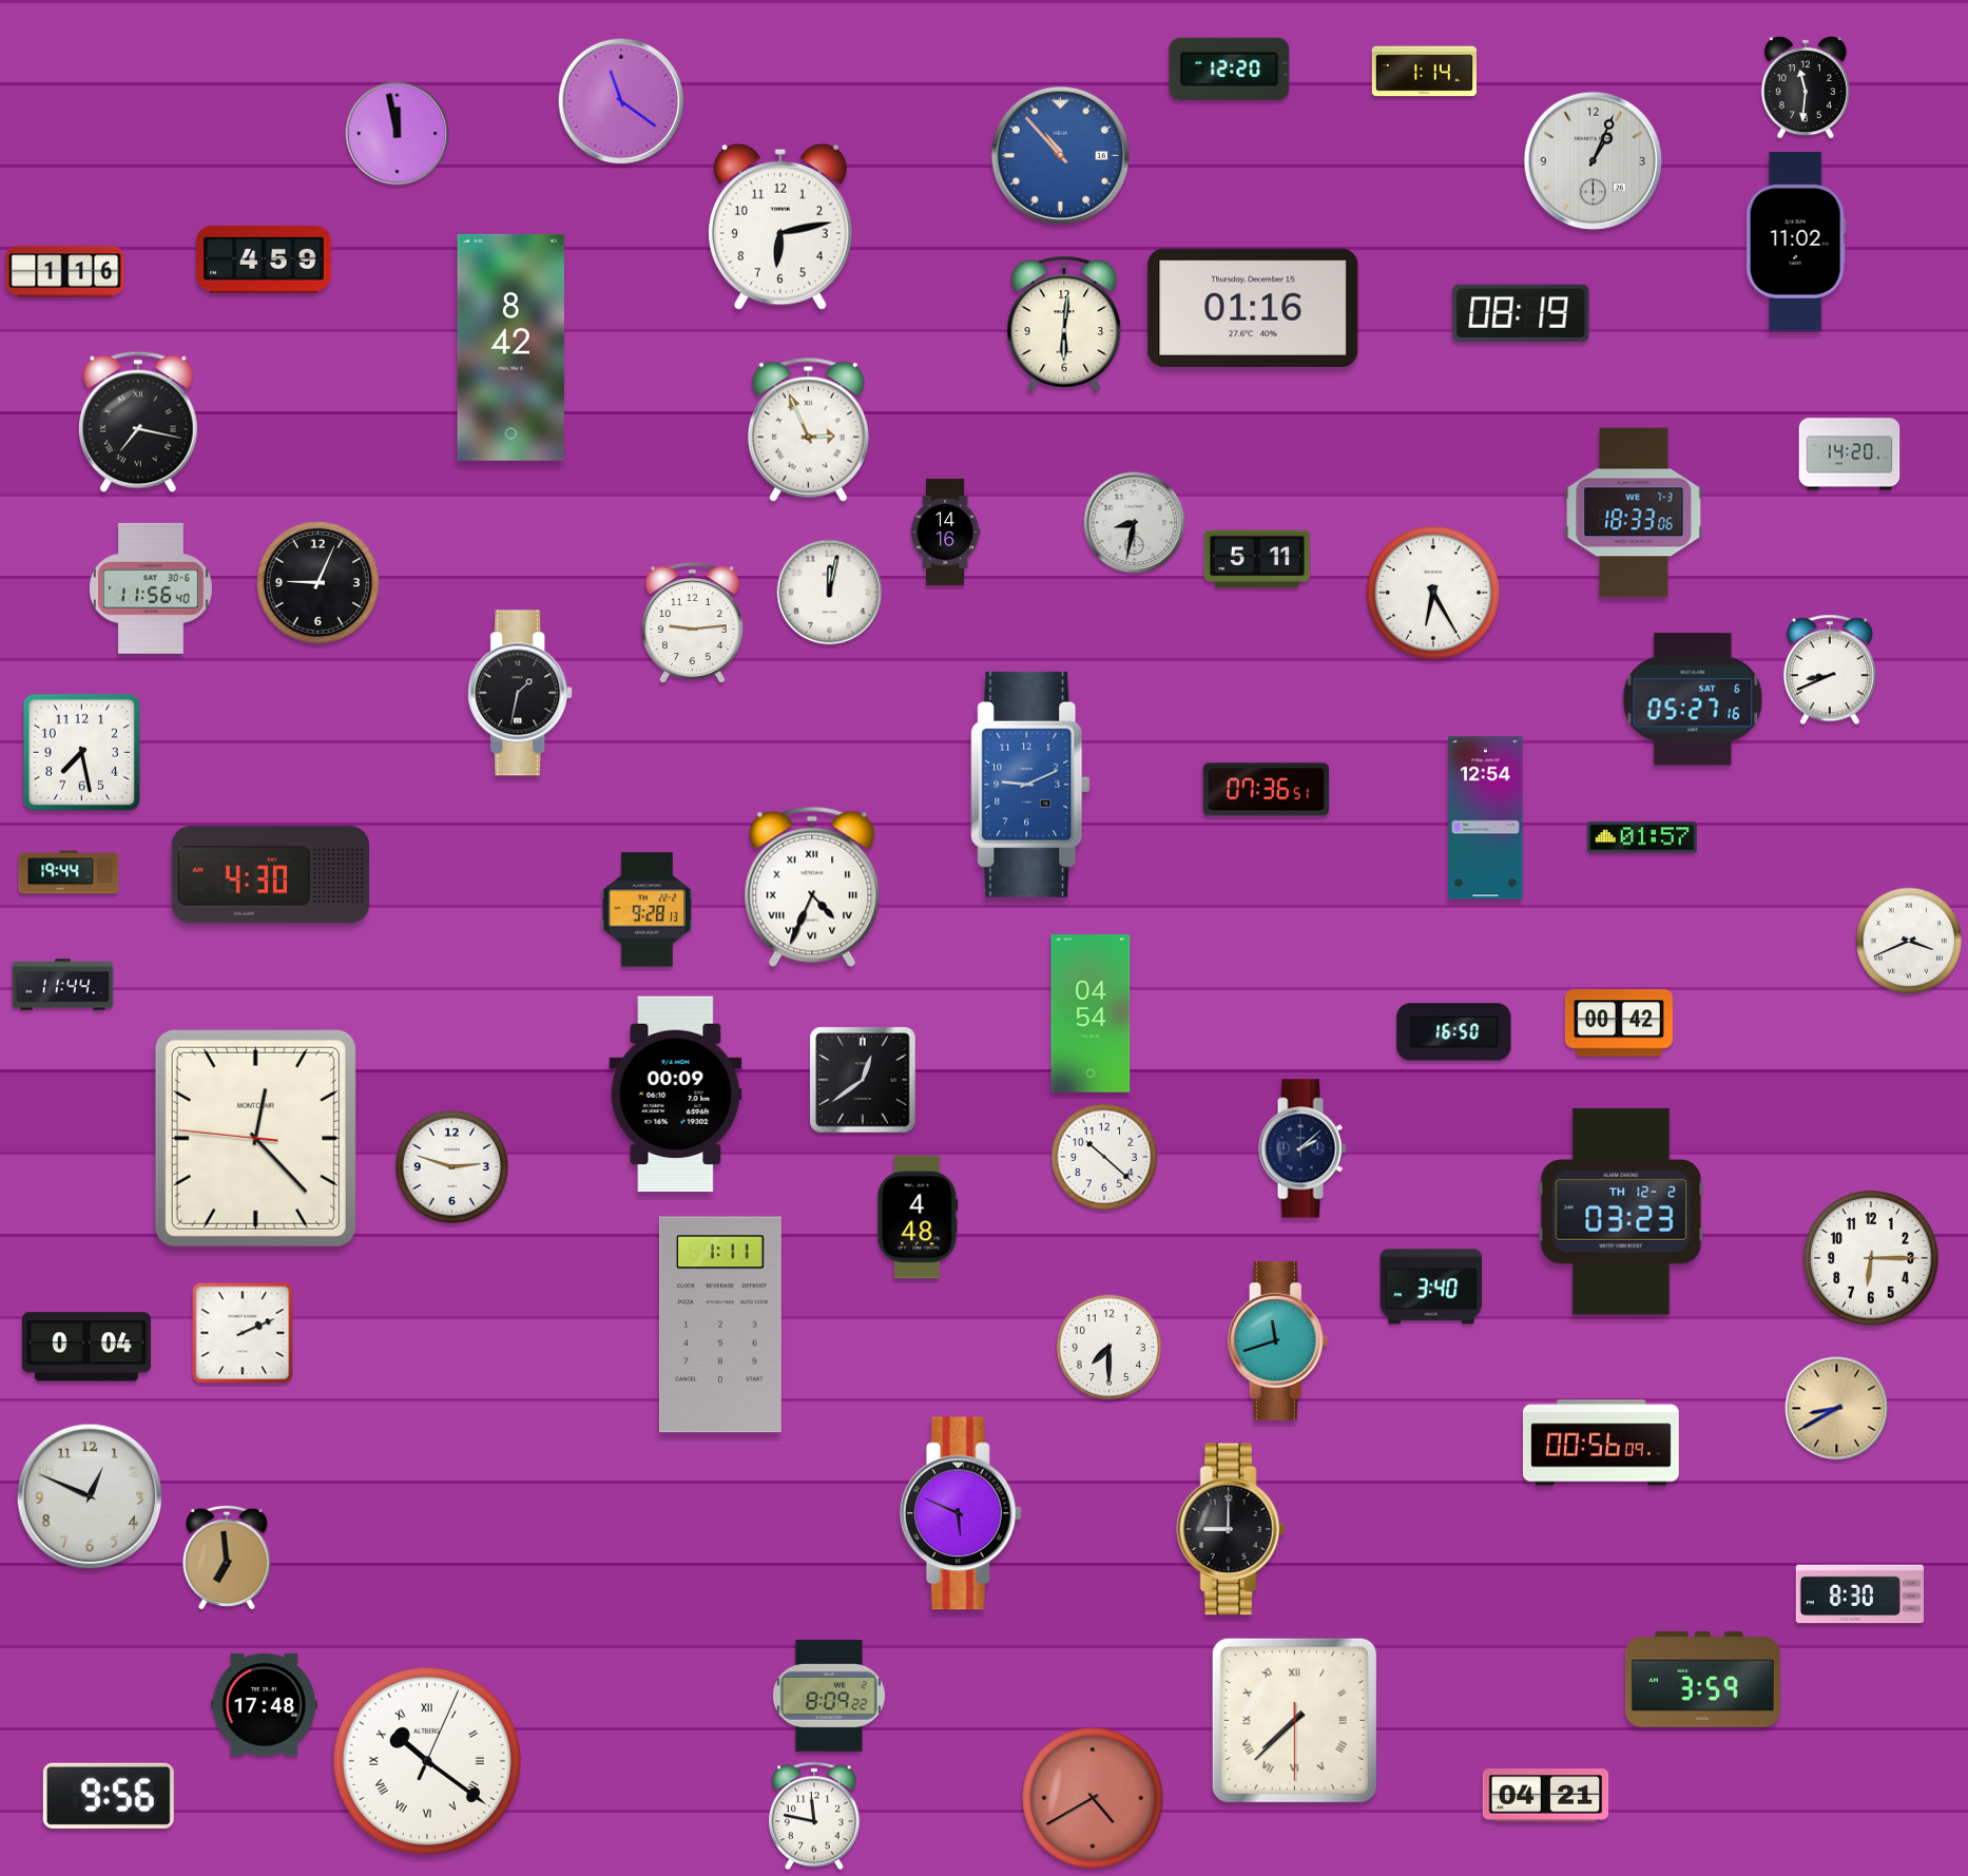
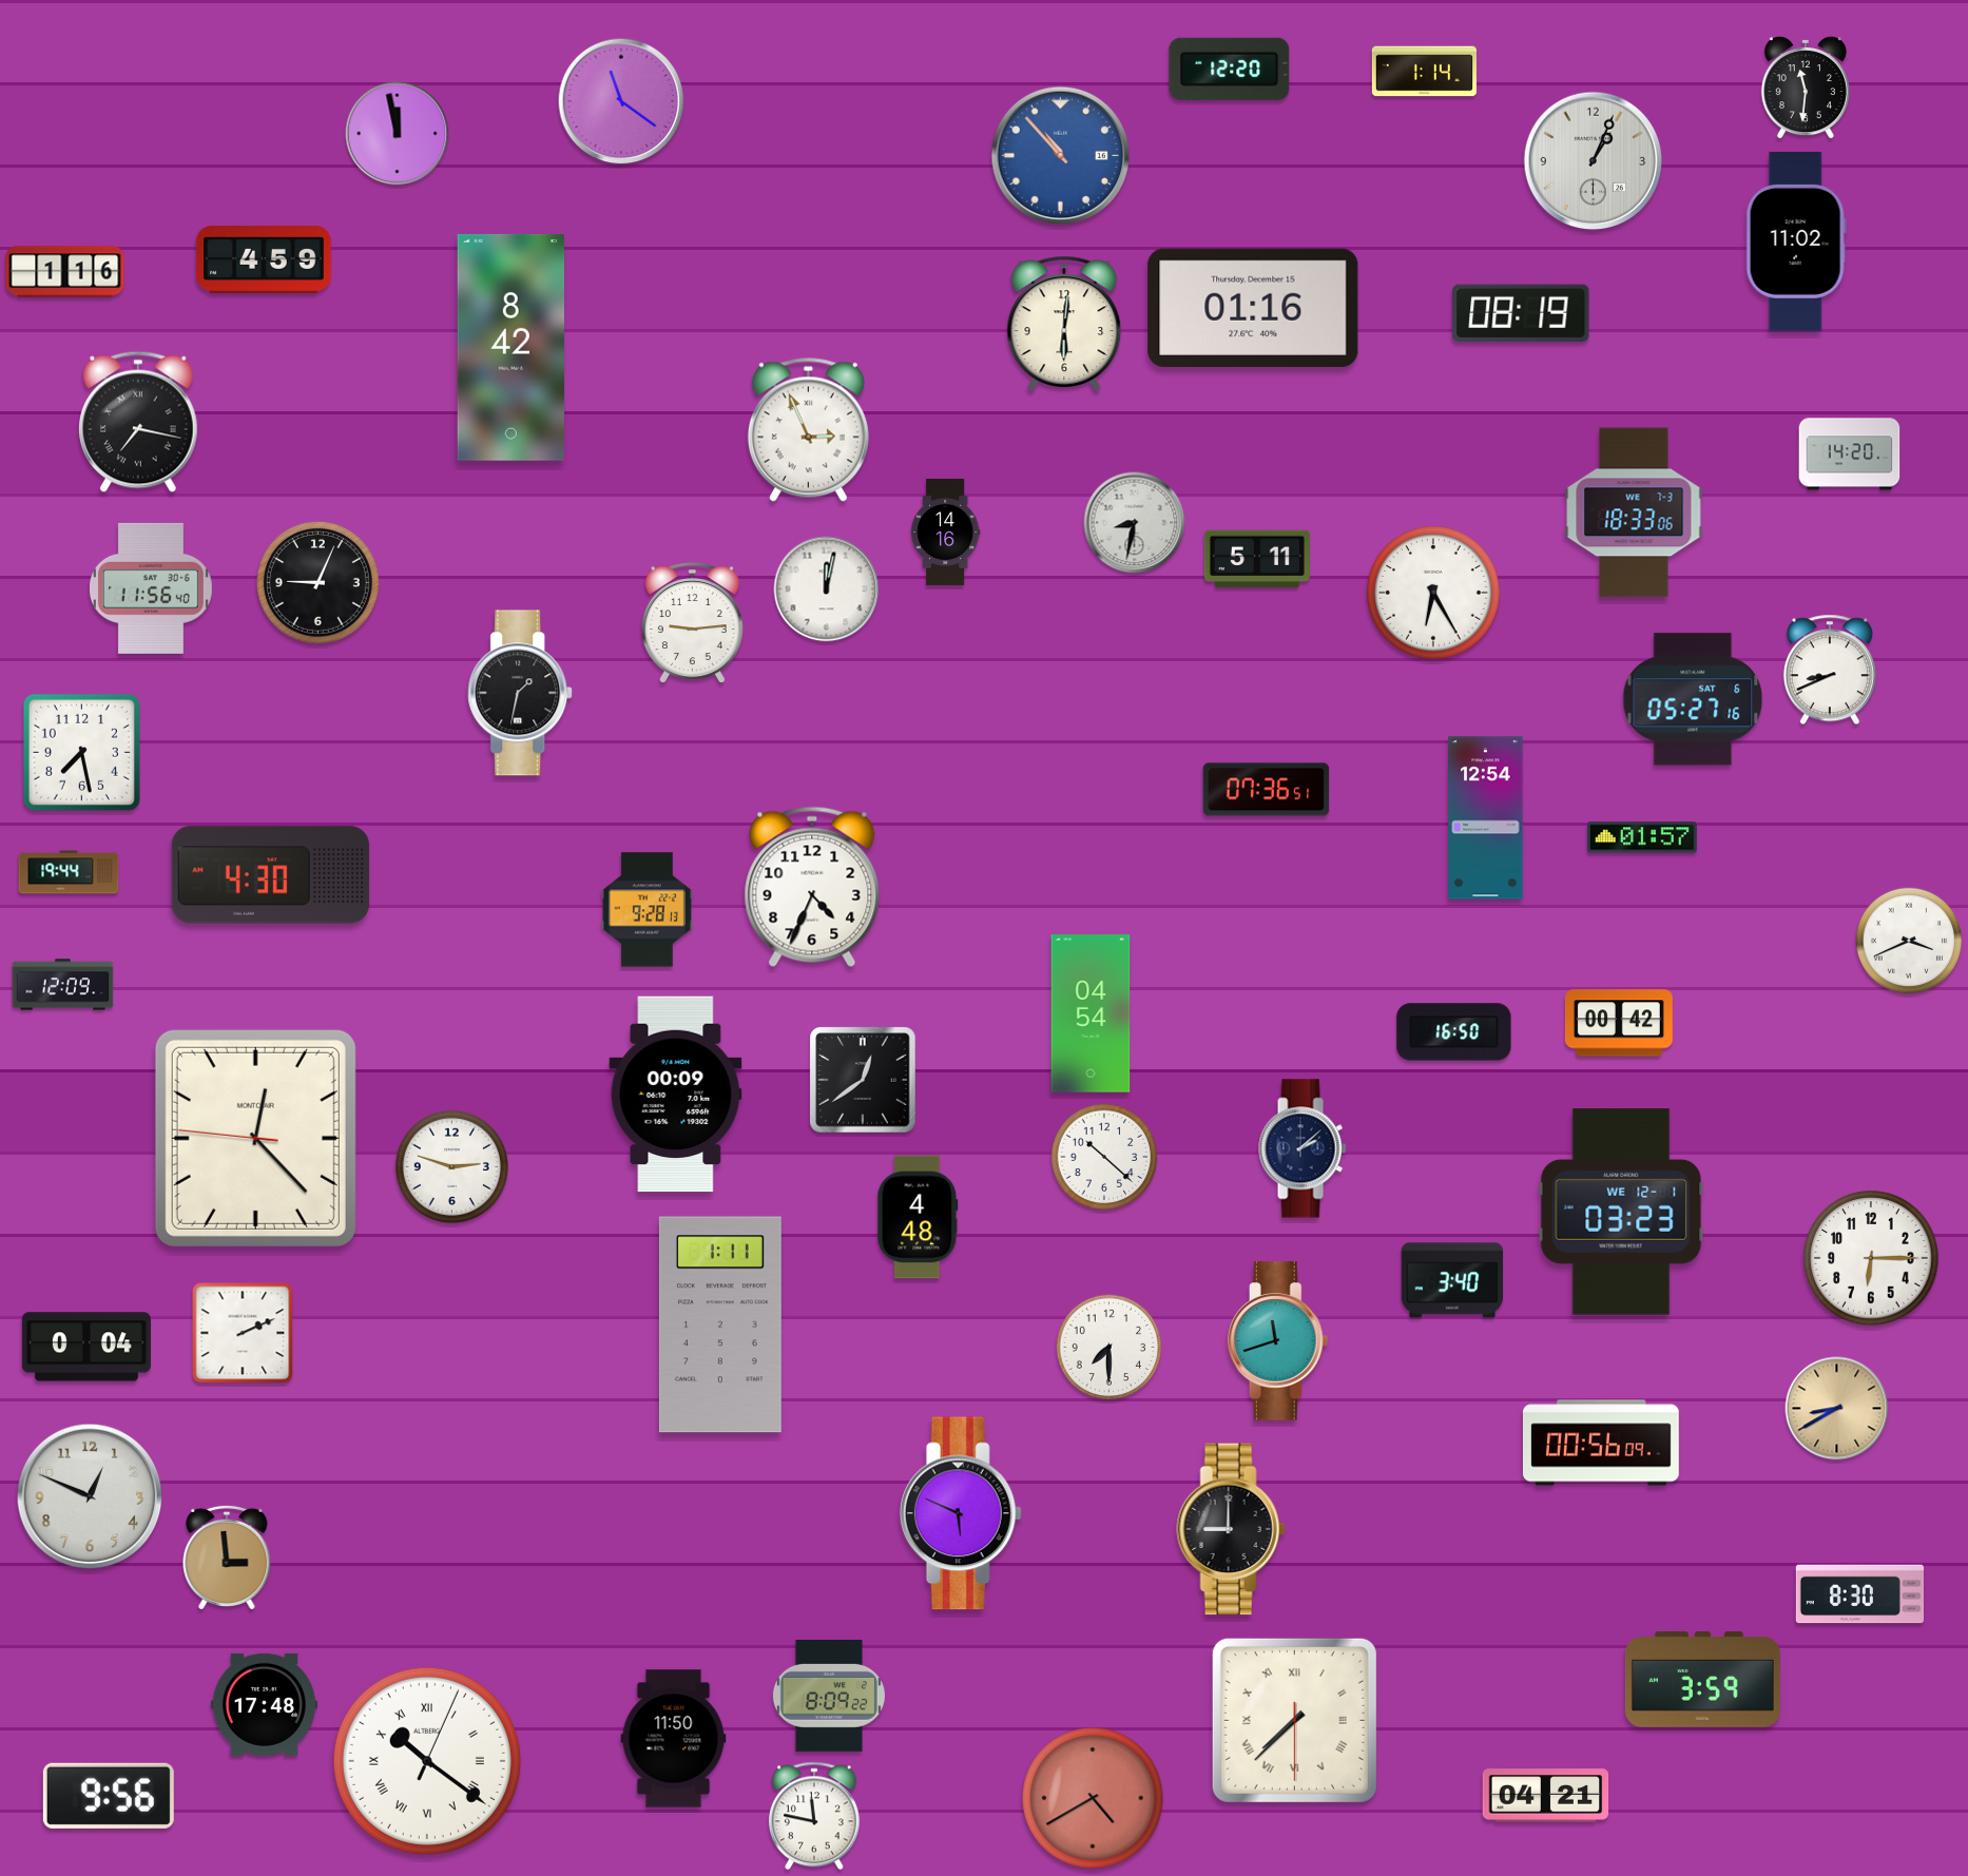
clock at (780, 227): 6:13 -> none
clock at (830, 593) position: (830, 593) -> (827, 589)
clock at (1030, 785): 9:11 -> none
clock at (812, 887) numerals: Roman -> Arabic
clock at (63, 985): 11:44 -> 12:09
clock at (1621, 1212) date: TH 12-2 -> WE 12-1
clock at (1431, 1287) position: (1431, 1287) -> (1452, 1280)
clock at (227, 1558): 6:59 -> 2:59
clock at (674, 1739): none -> 11:50
